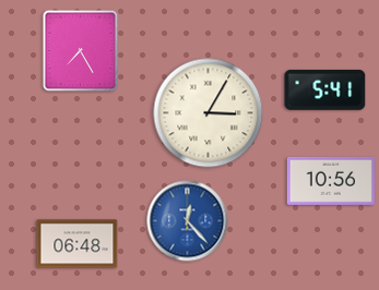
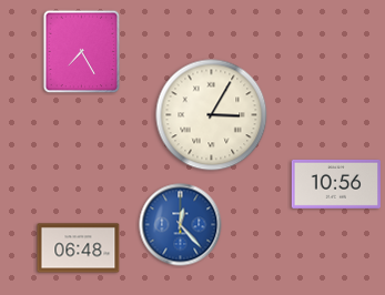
clock at (325, 89): 5:41 -> none
clock at (188, 221) position: (188, 221) -> (181, 225)
